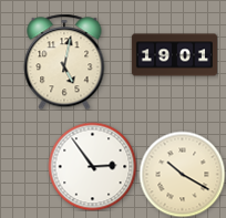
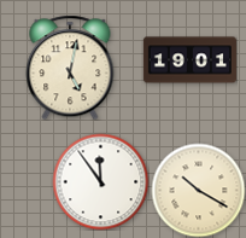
clock at (92, 166): 2:54 -> 11:54
